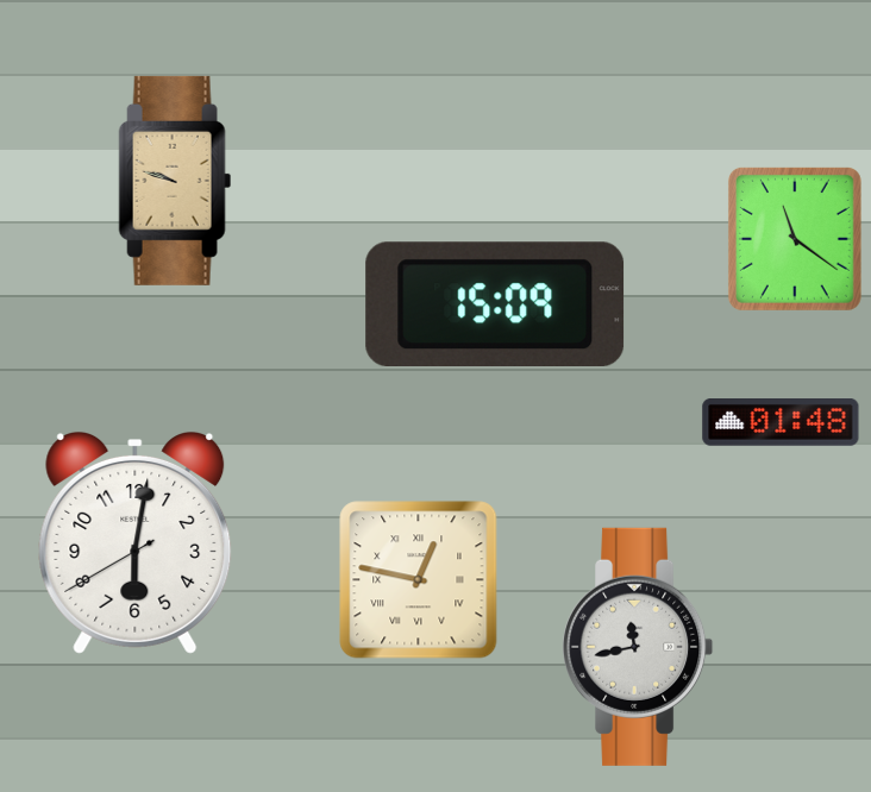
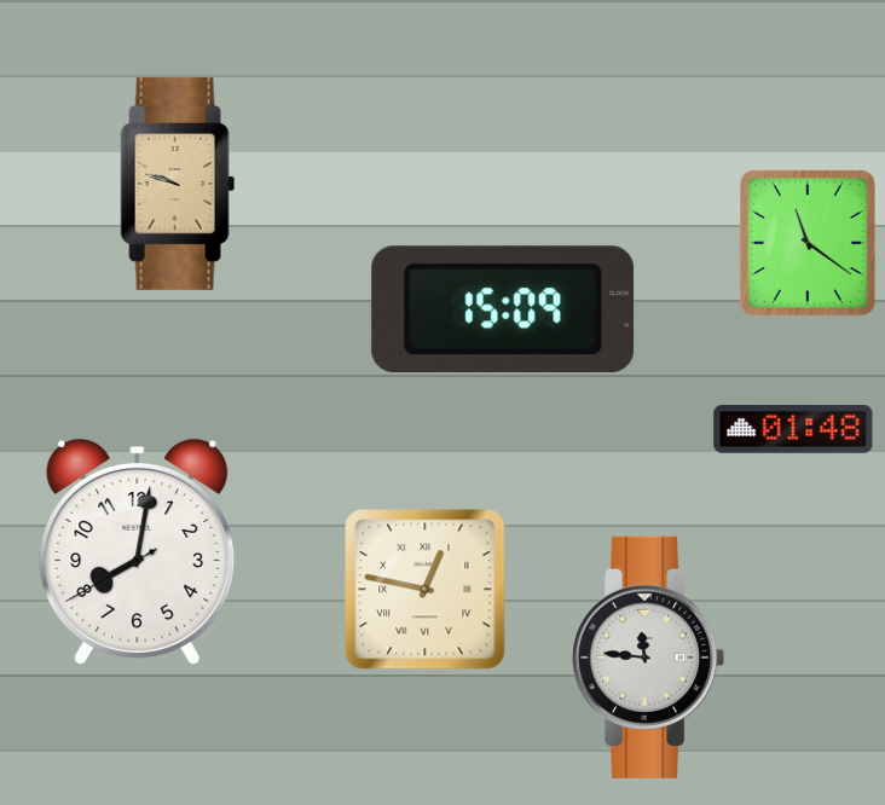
clock at (136, 542): 6:01 -> 8:01
clock at (638, 647): 11:43 -> 11:46
